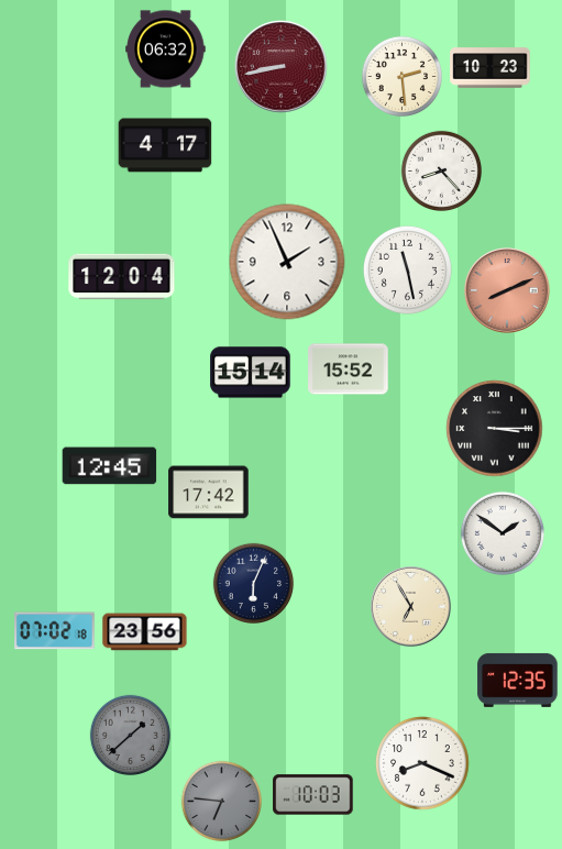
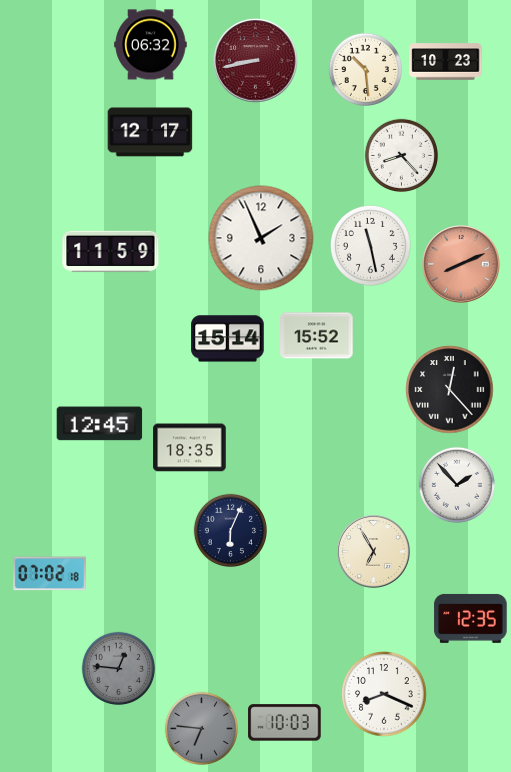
clock at (401, 76): 2:29 -> 10:29
clock at (165, 145): 4:17 -> 12:17
clock at (122, 277): 12:04 -> 11:59
clock at (495, 429): 3:15 -> 12:23
clock at (209, 493): 17:42 -> 18:35
clock at (503, 533): 1:51 -> 1:53
clock at (145, 632): 23:56 -> none
clock at (130, 735): 1:38 -> 12:46
